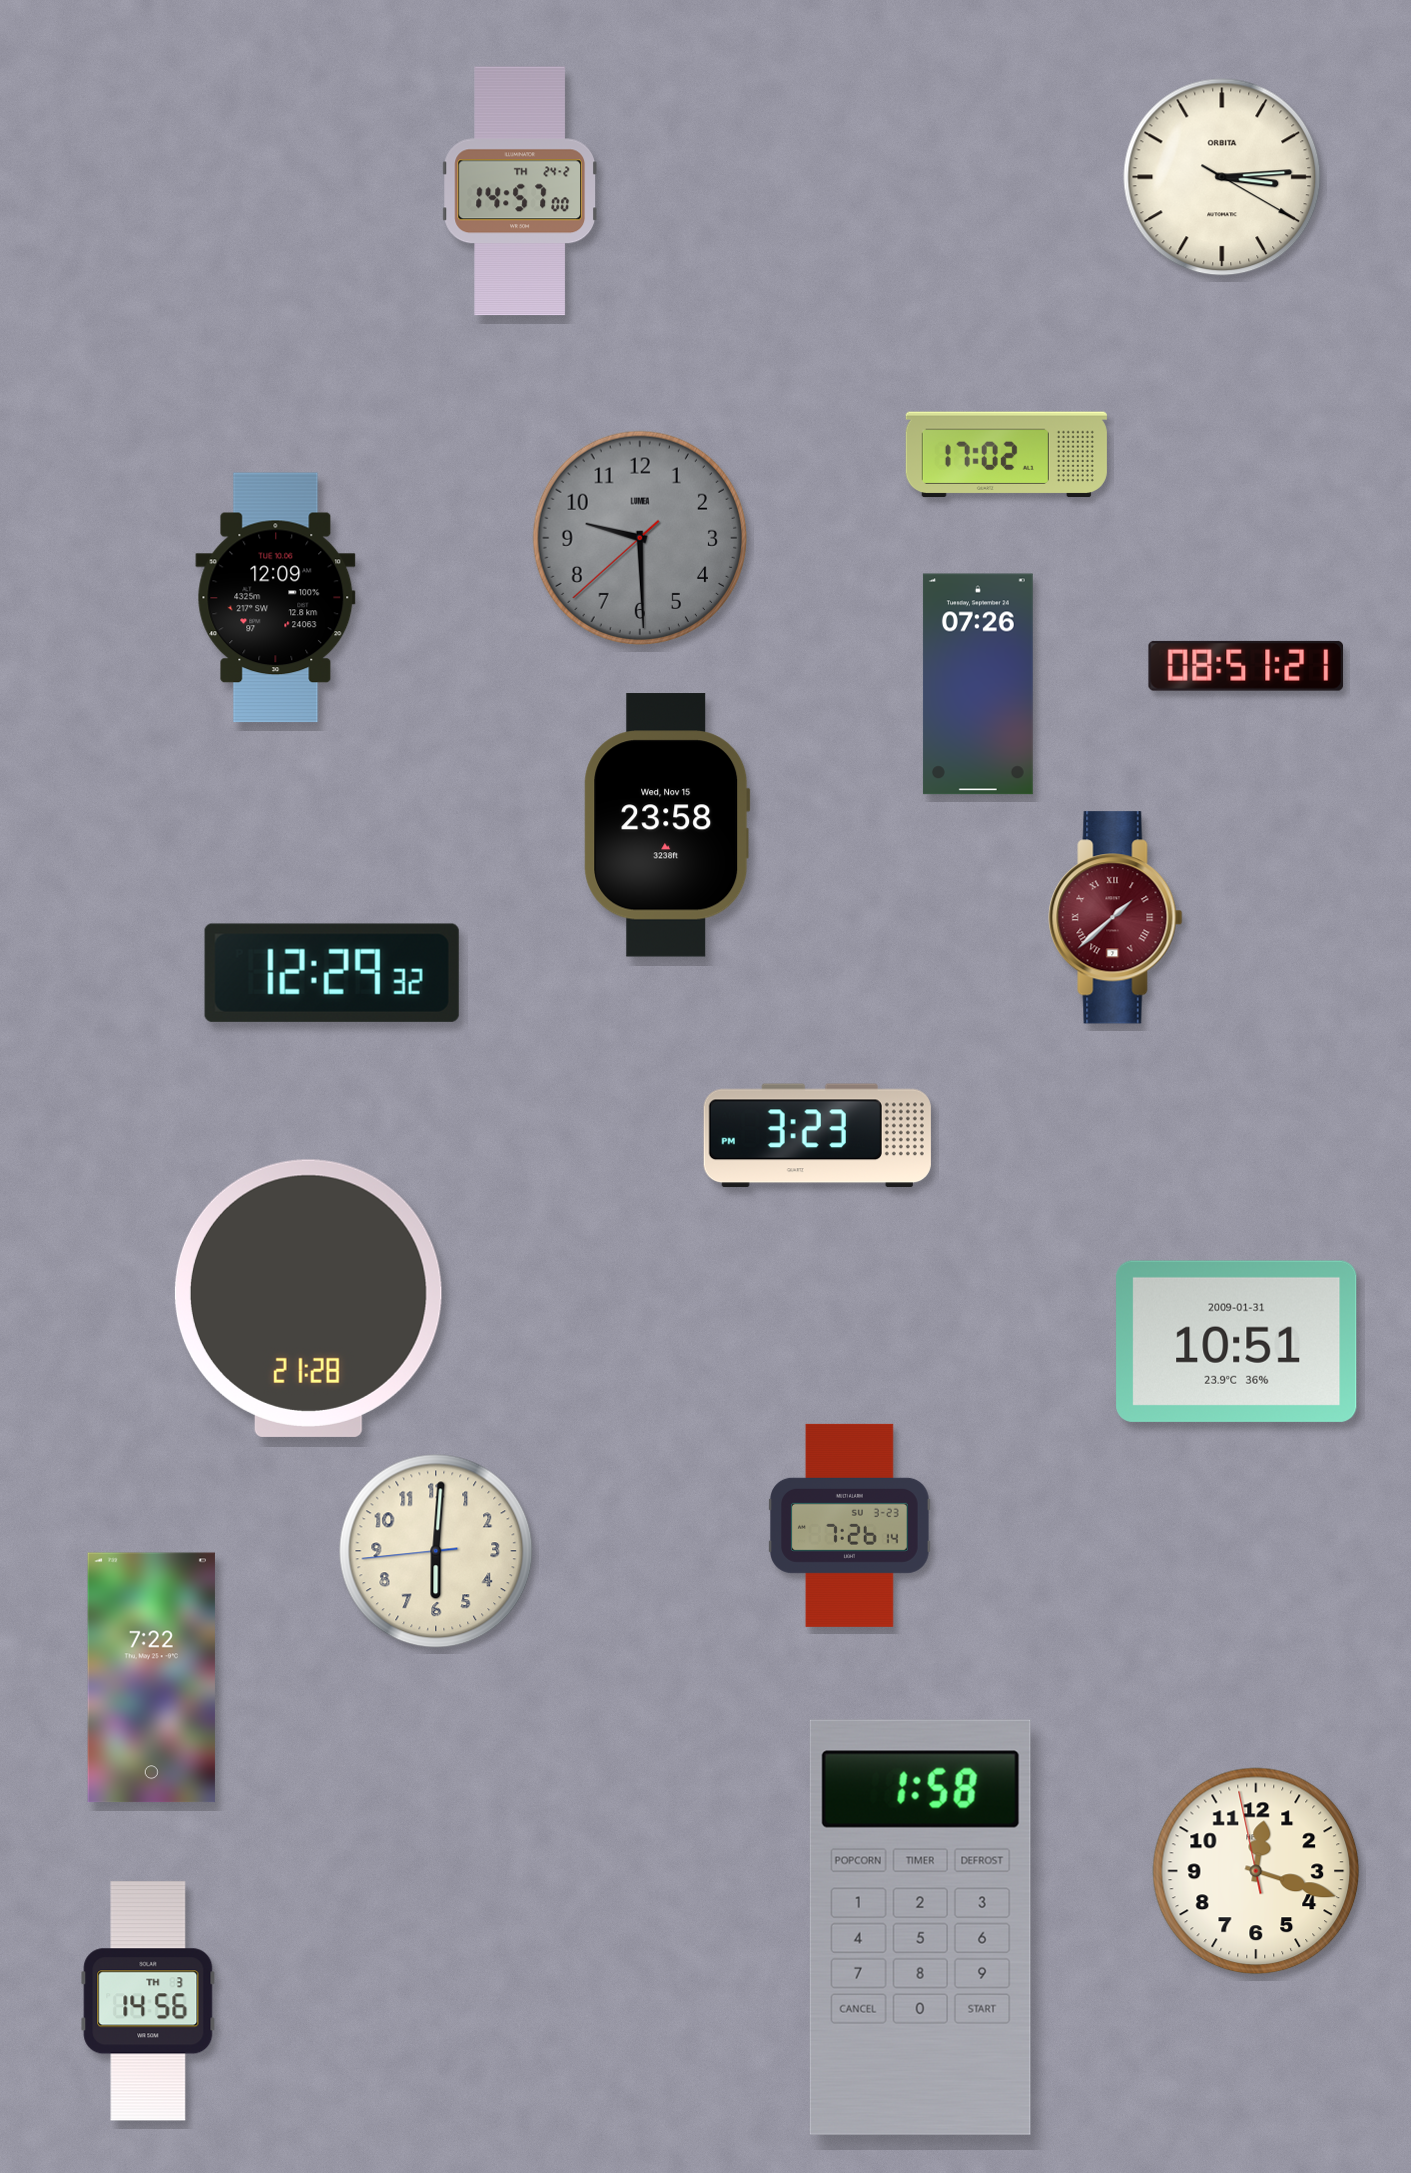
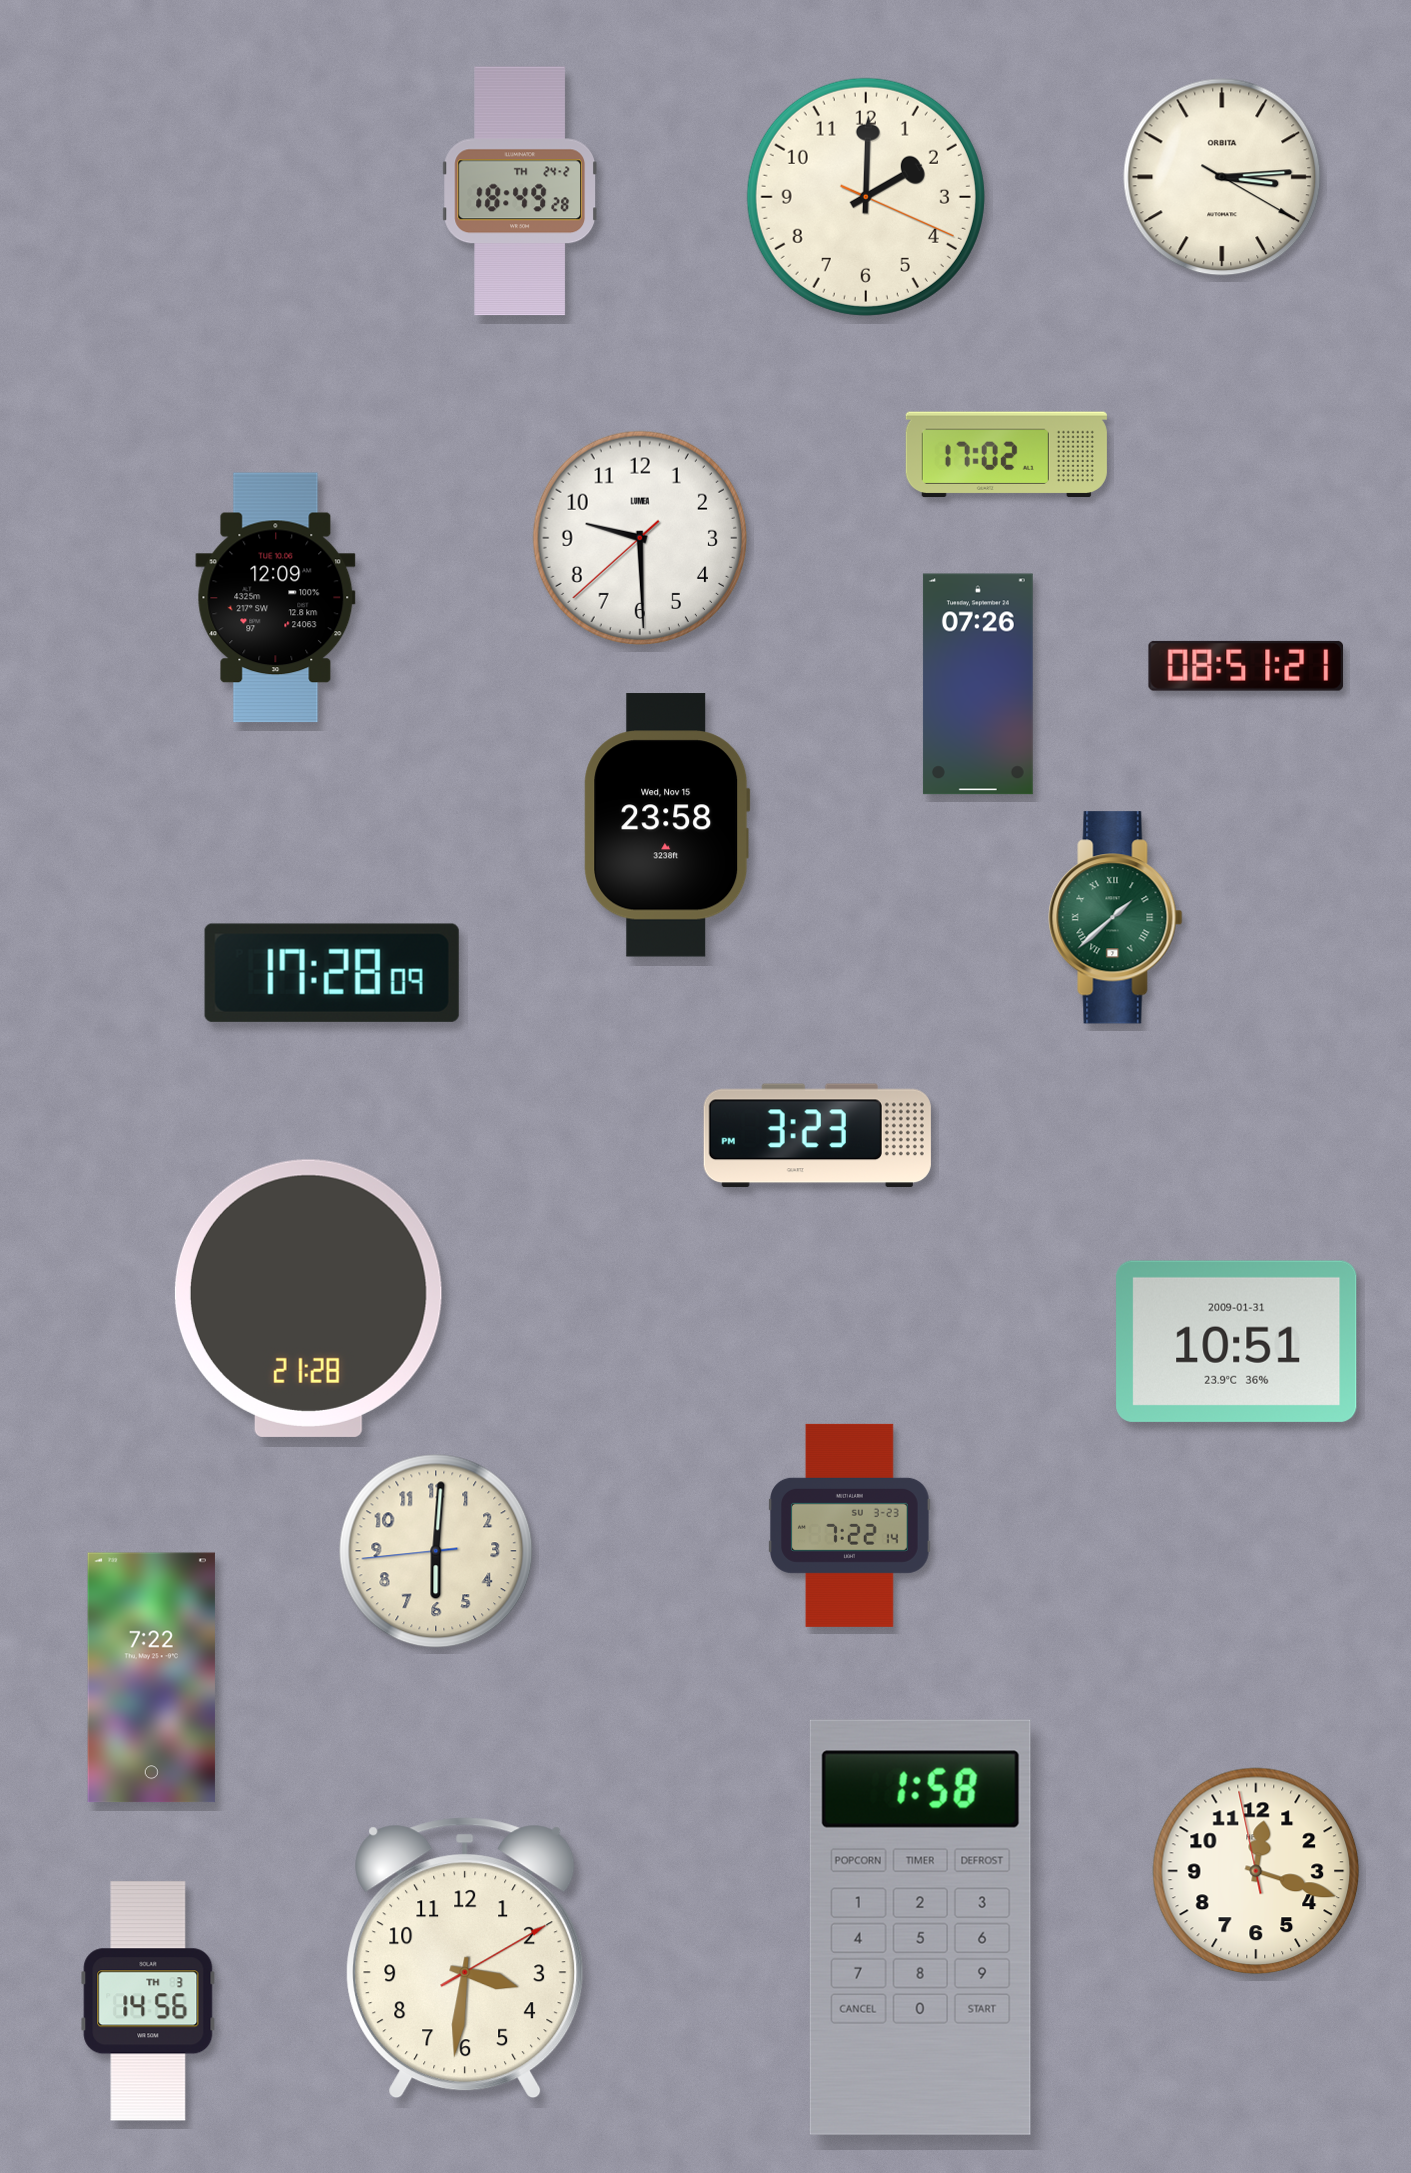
clock at (519, 191): 14:57 -> 18:49
clock at (866, 197): none -> 2:00
clock at (639, 537) dial: grey -> white
clock at (1116, 918) dial: burgundy -> green
clock at (332, 973): 12:29 -> 17:28
clock at (850, 1525): 7:26 -> 7:22
clock at (465, 1958): none -> 3:31
